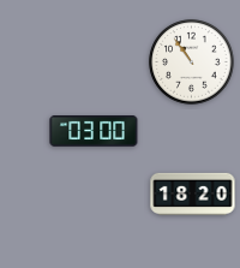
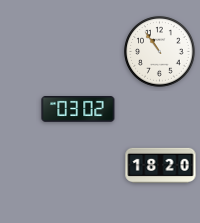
clock at (94, 132): 03:00 -> 03:02
clock at (193, 193) position: (193, 193) -> (161, 165)
